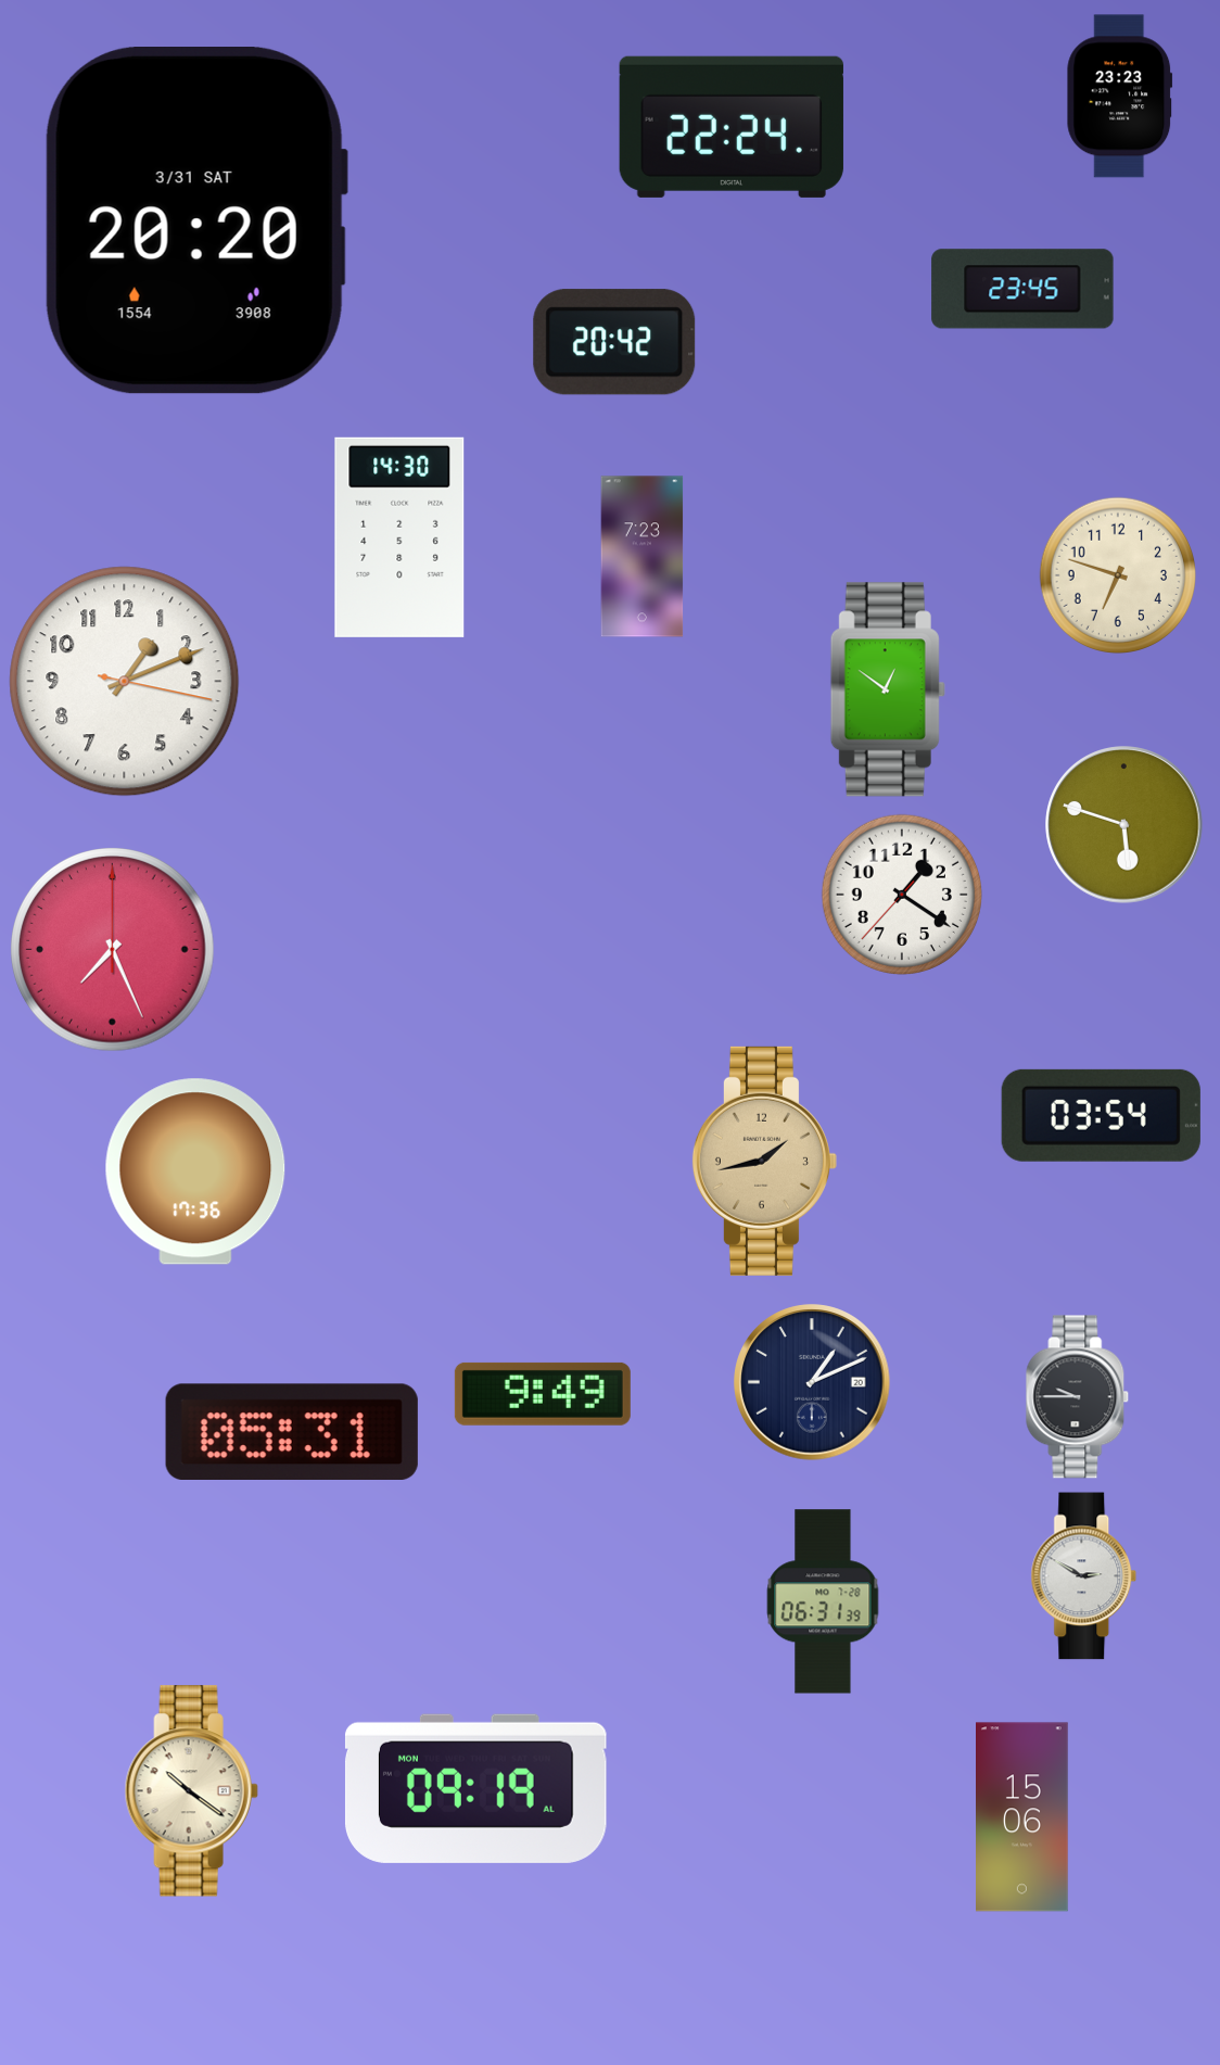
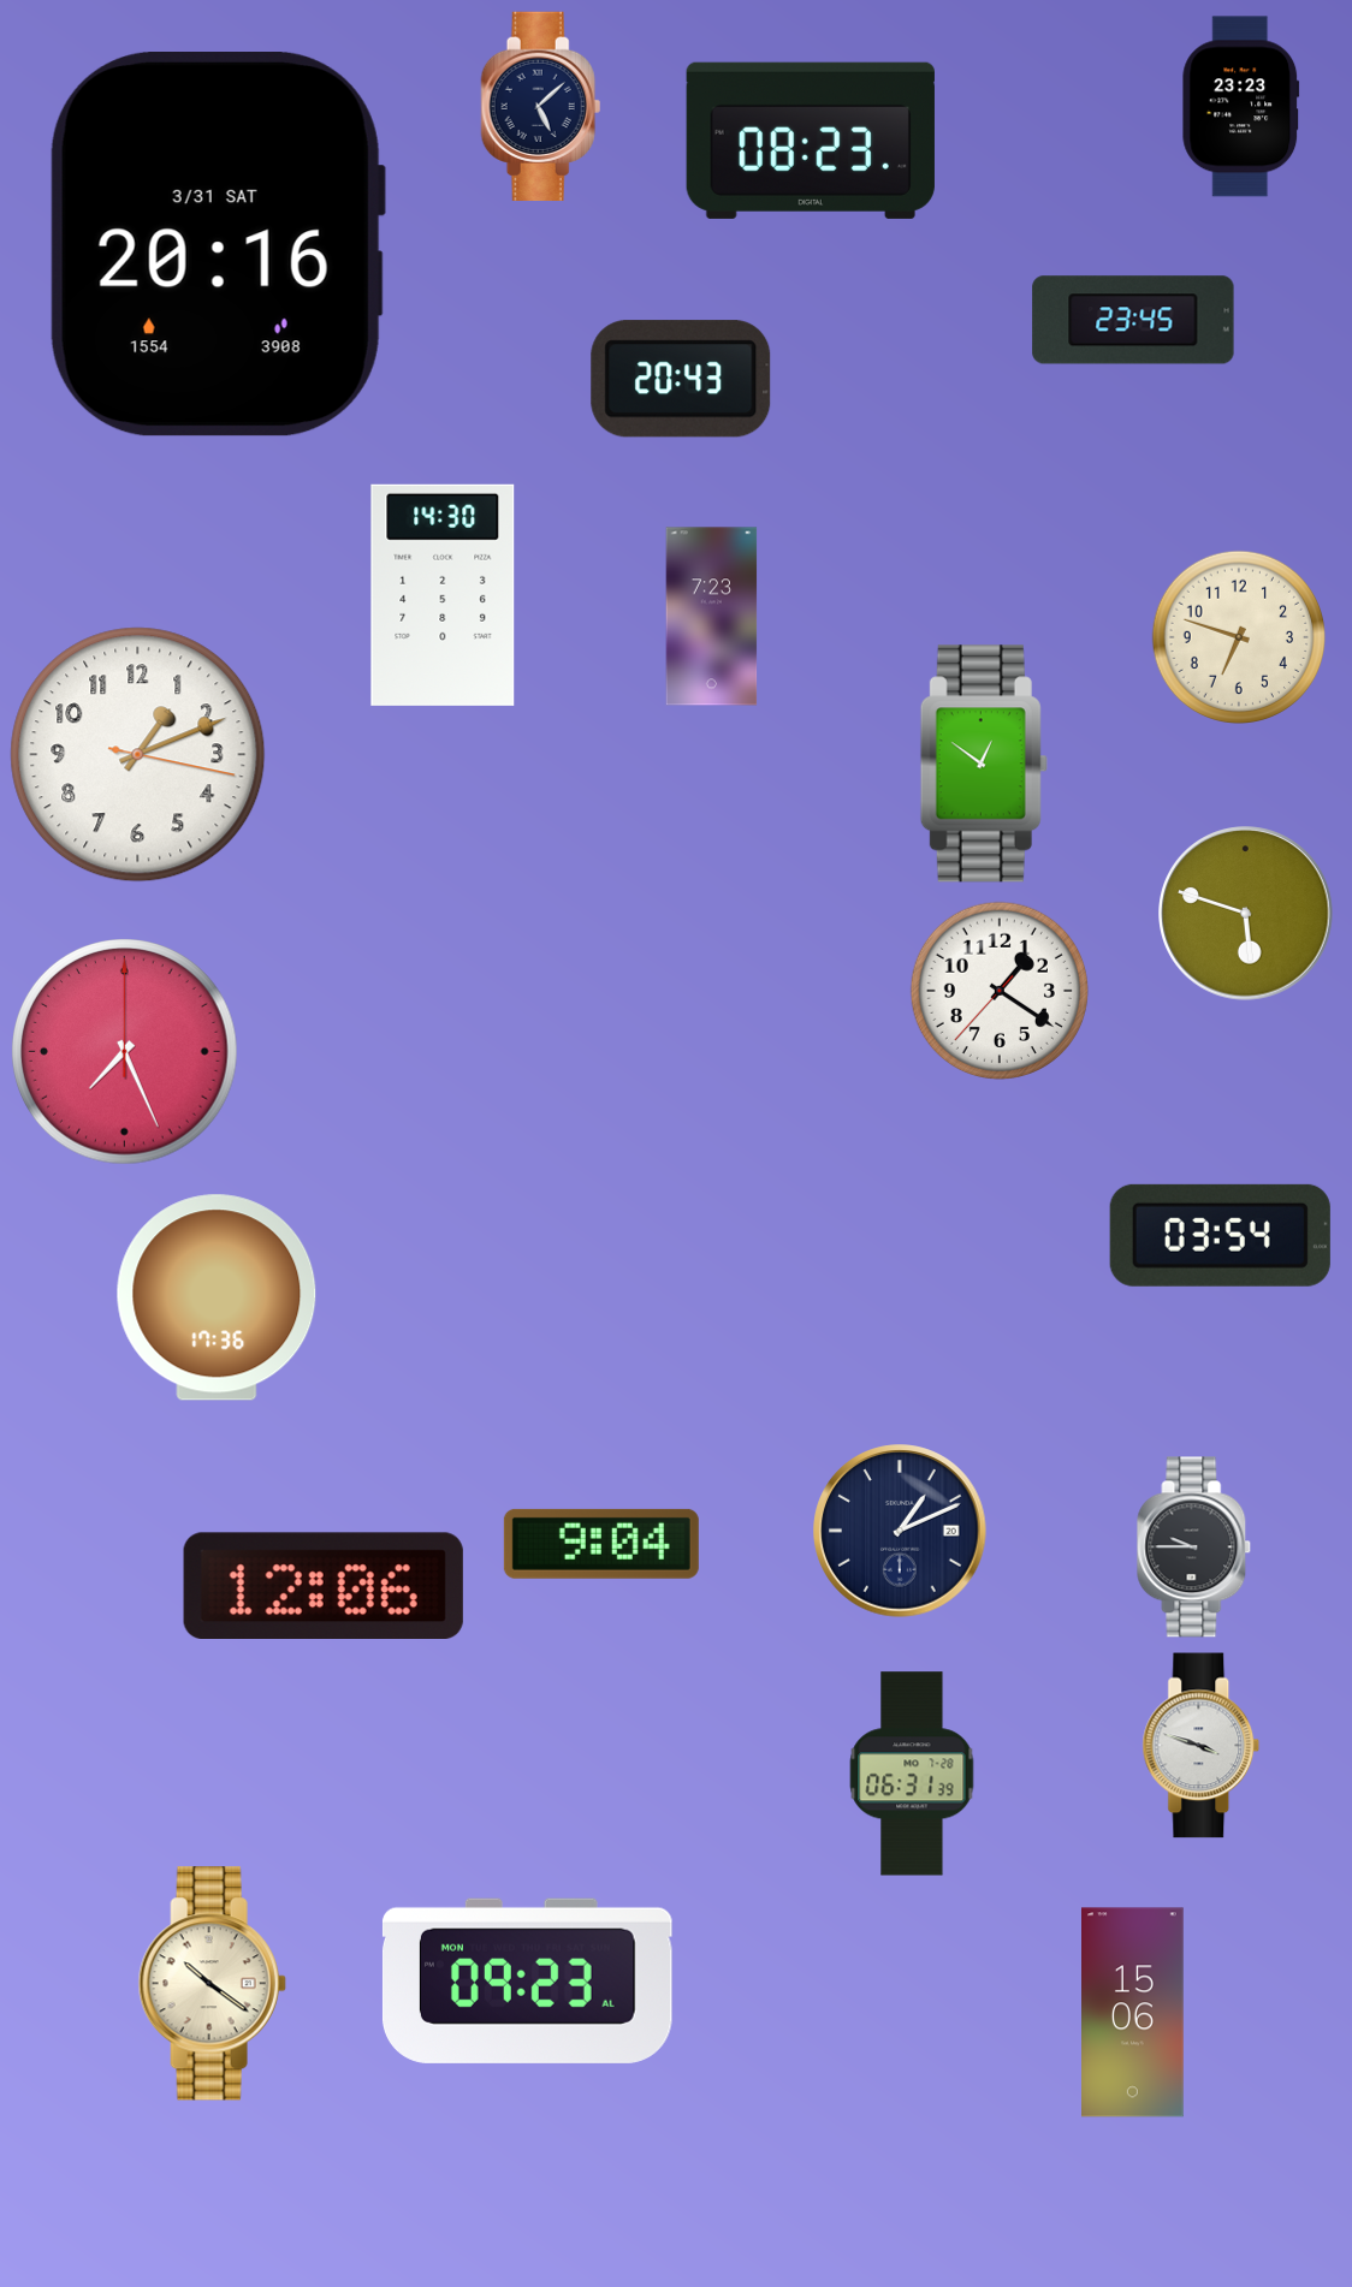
clock at (541, 106): none -> 5:08
clock at (732, 127): 22:24 -> 08:23
clock at (195, 221): 20:20 -> 20:16
clock at (614, 342): 20:42 -> 20:43
clock at (764, 1161): 1:43 -> none
clock at (543, 1394): 9:49 -> 9:04
clock at (292, 1431): 05:31 -> 12:06
clock at (1084, 1576): 2:50 -> 3:48
clock at (475, 1788): 09:19 -> 09:23
